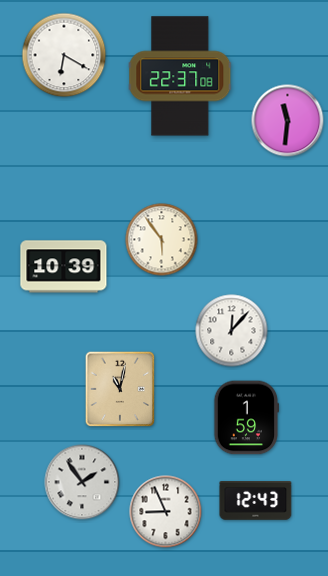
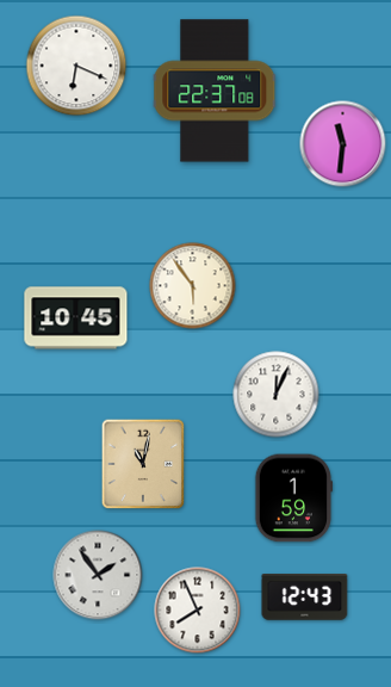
clock at (64, 55): 6:20 -> 6:19
clock at (64, 267): 10:39 -> 10:45
clock at (232, 331): 12:07 -> 12:04
clock at (166, 512): 8:56 -> 7:56
